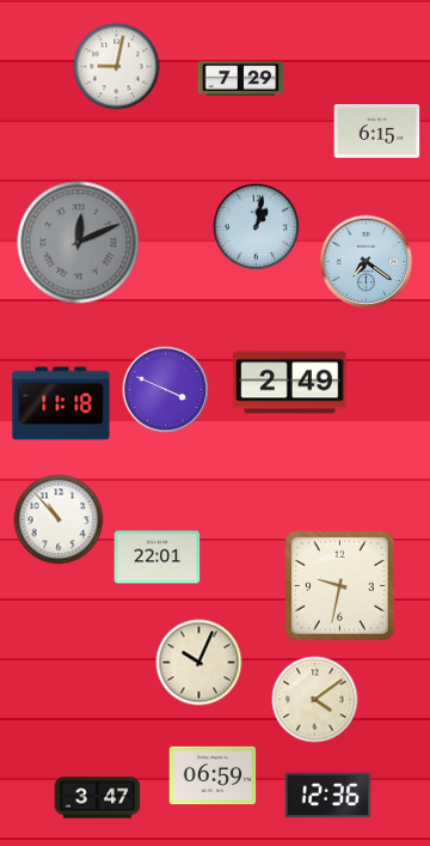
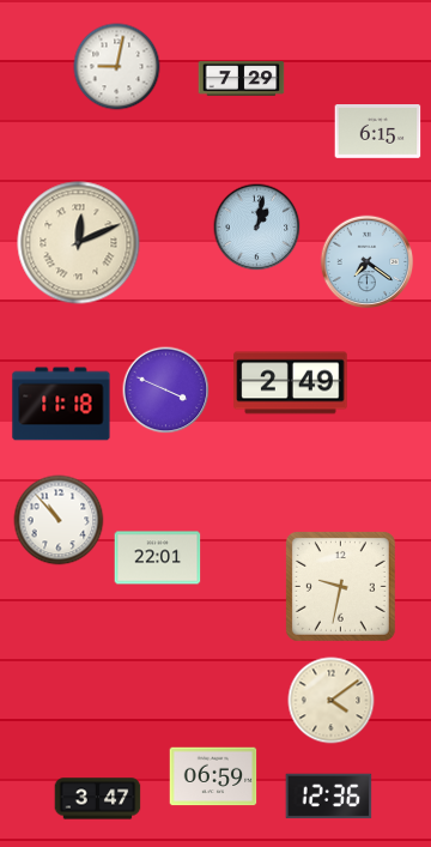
clock at (79, 243) dial: grey -> cream
clock at (199, 663): 10:04 -> none
clock at (315, 700) position: (315, 700) -> (332, 701)
